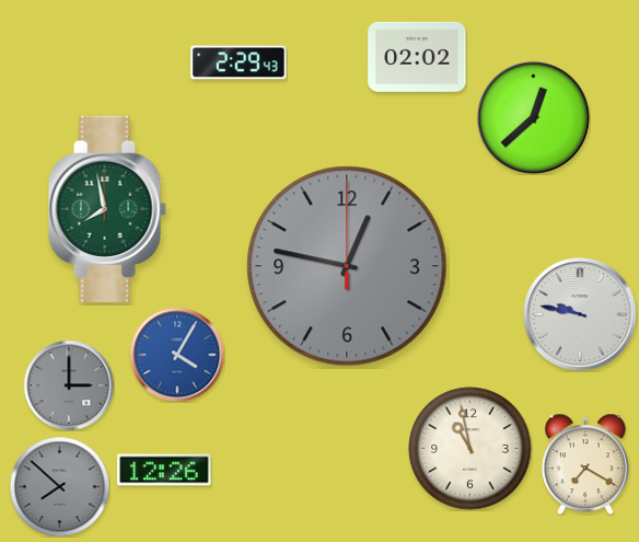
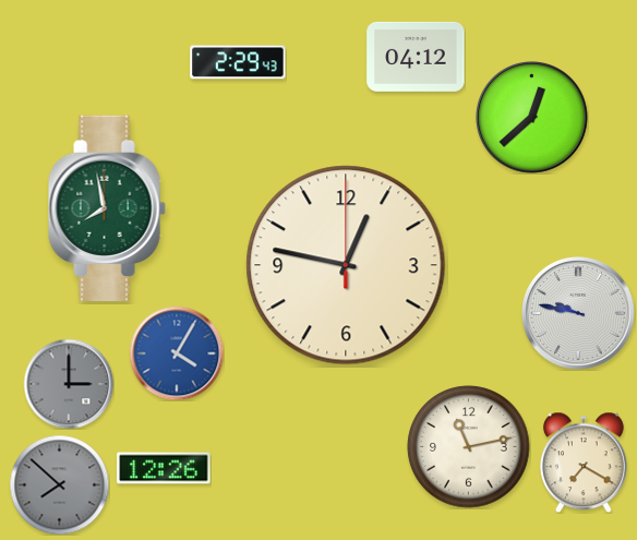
clock at (417, 57): 02:02 -> 04:12
clock at (347, 266) dial: grey -> cream
clock at (470, 449): 10:58 -> 11:13
